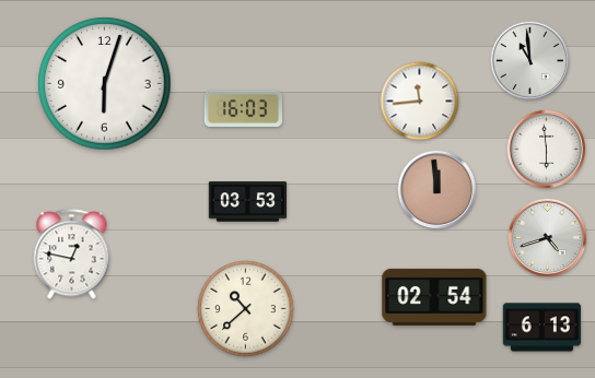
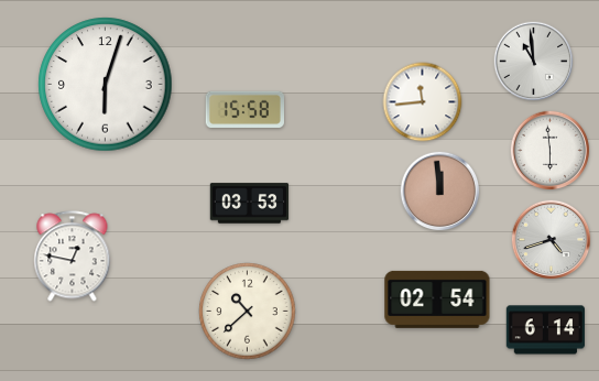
clock at (243, 108): 16:03 -> 15:58
clock at (541, 328): 6:13 -> 6:14
